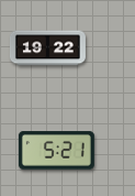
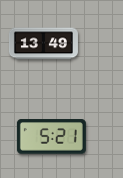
clock at (47, 48): 19:22 -> 13:49
